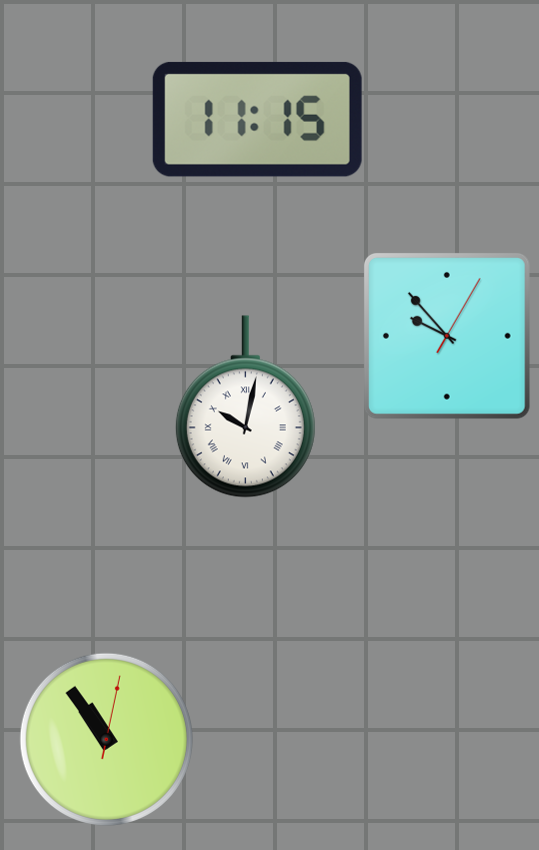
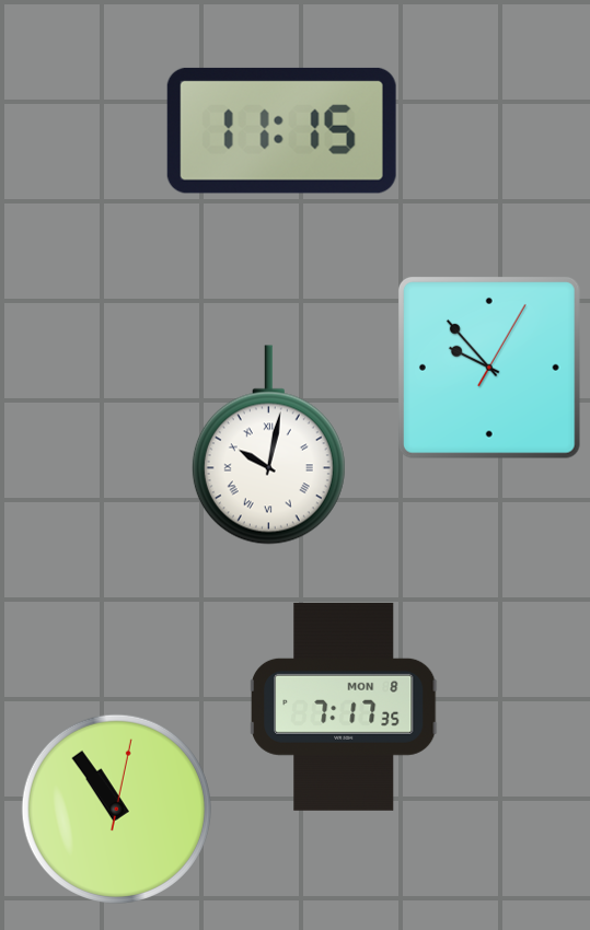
clock at (345, 707): none -> 7:17
